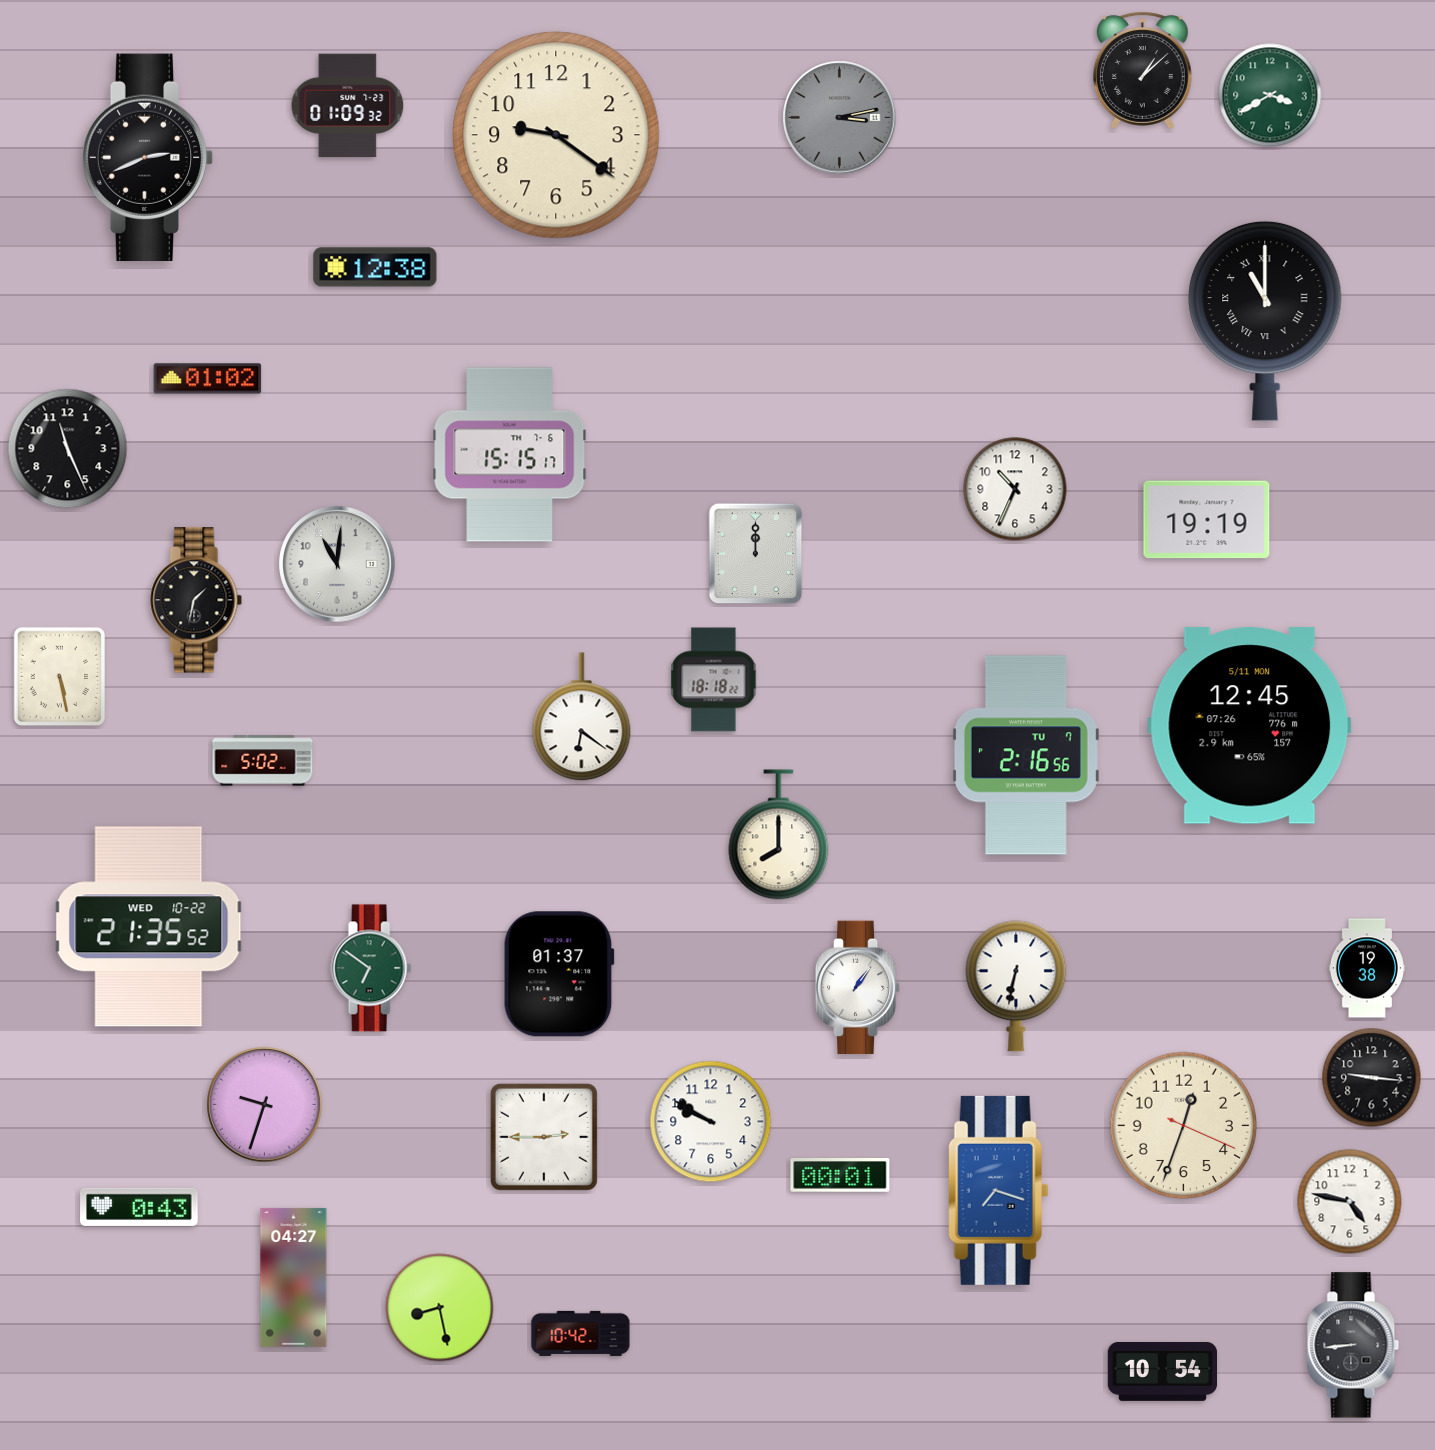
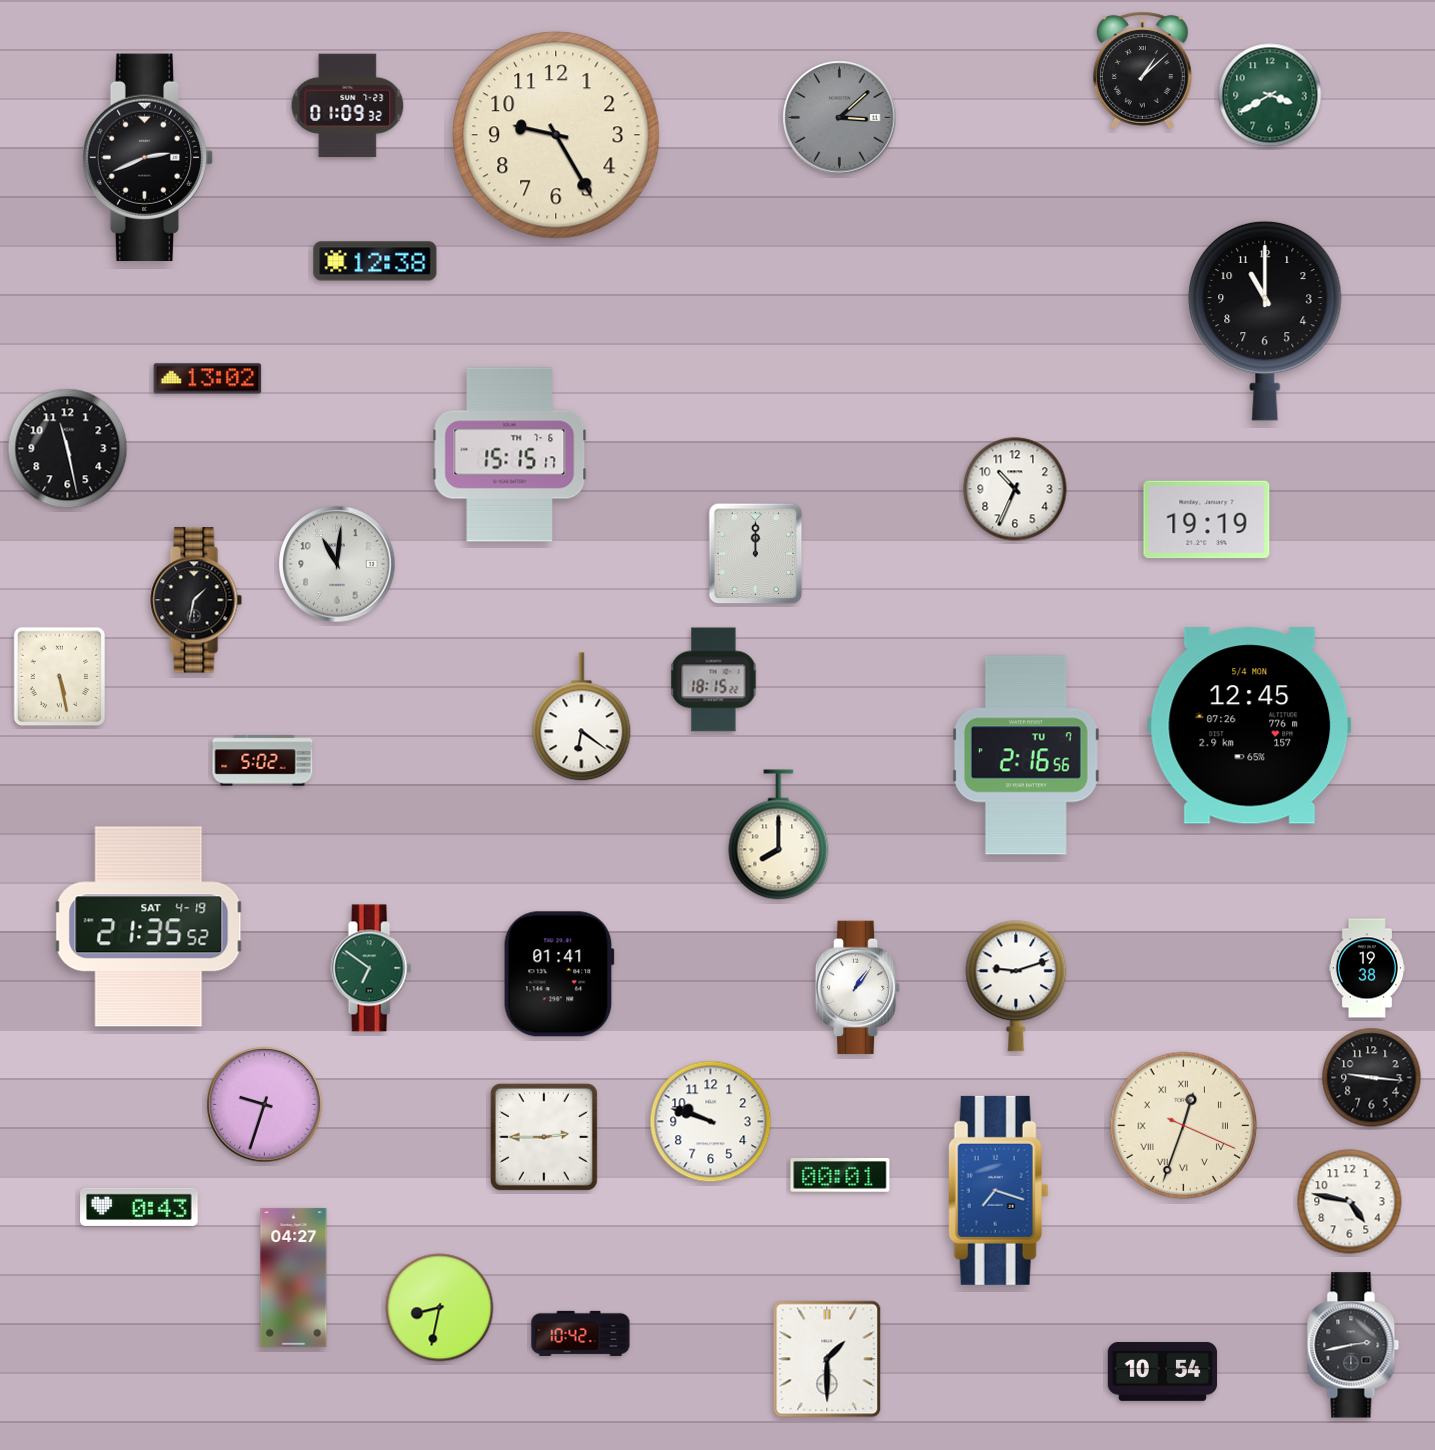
clock at (840, 118): 3:13 -> 3:08
clock at (556, 135): 9:21 -> 9:25
clock at (375, 267) position: (375, 267) -> (375, 261)
clock at (1265, 321) numerals: Roman -> Arabic
clock at (208, 379): 01:02 -> 13:02
clock at (68, 449): 11:26 -> 11:28
clock at (714, 680): 18:18 -> 18:15
clock at (1250, 726) date: 5/11 MON -> 5/4 MON
clock at (149, 927) date: WED 10-22 -> SAT 4-19
clock at (559, 974): 01:37 -> 01:41
clock at (1016, 986): 6:32 -> 9:12
clock at (711, 1122): 9:50 -> 9:48
clock at (1184, 1126) numerals: Arabic -> Roman
clock at (440, 1308): 8:28 -> 8:32
clock at (1353, 1345): 8:44 -> 2:43
clock at (827, 1359): none -> 1:30
